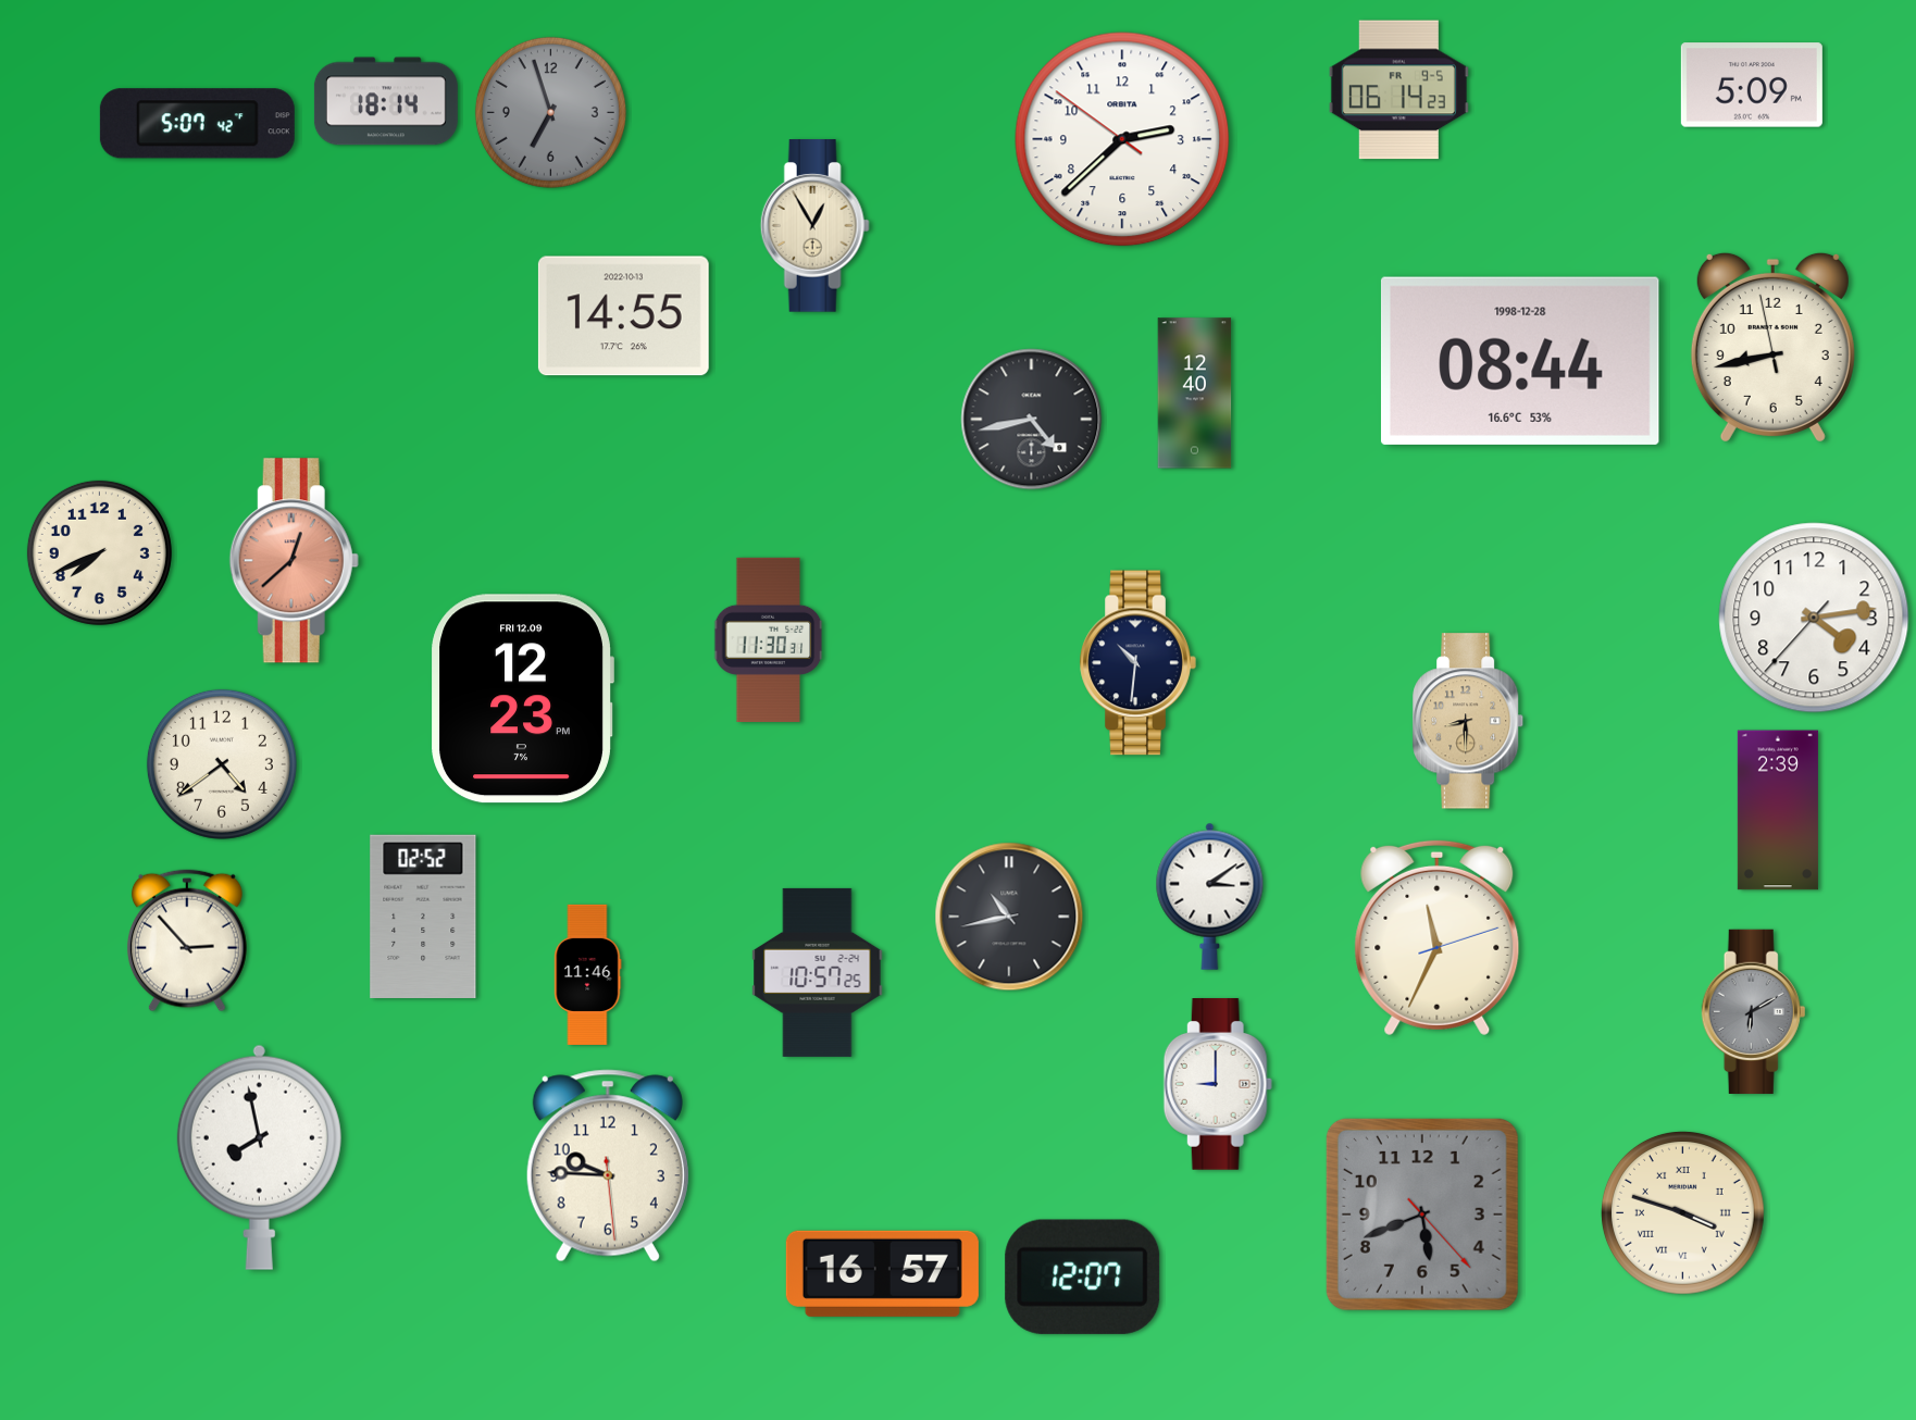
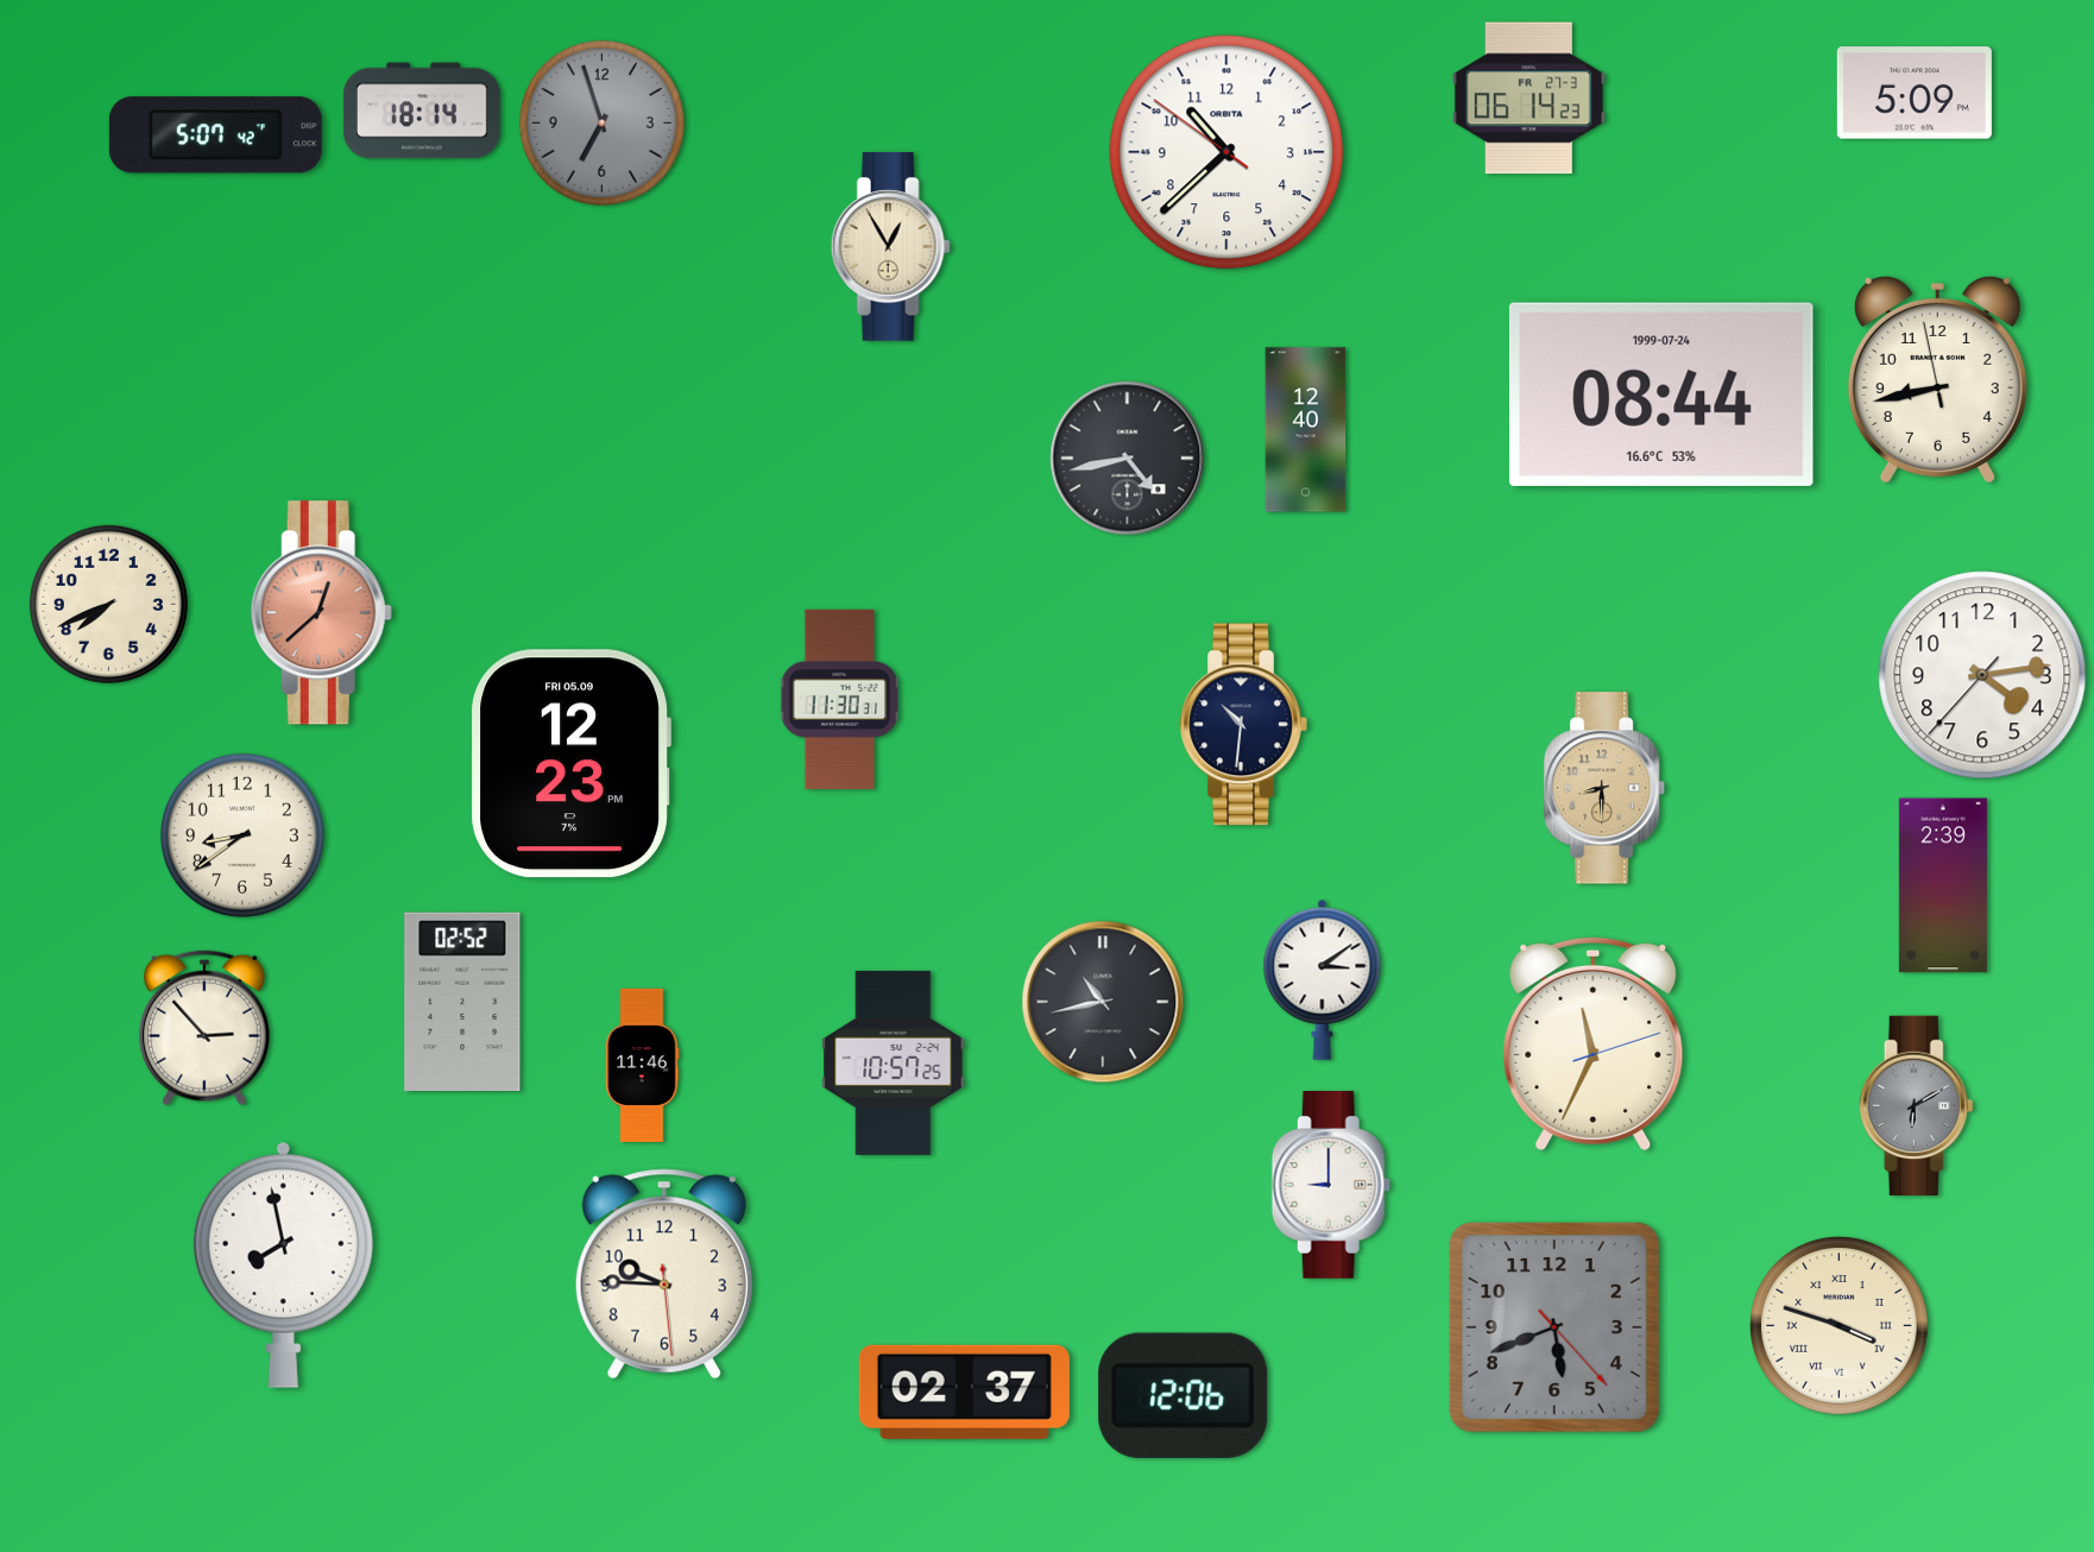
clock at (1398, 90) date: FR 9-5 -> FR 27-3
clock at (1122, 139): 2:37 -> 10:37
clock at (623, 316): 14:55 -> none
clock at (1520, 361) date: 1998-12-28 -> 1999-07-24
clock at (522, 699) date: FRI 12.09 -> FRI 05.09
clock at (222, 764): 4:39 -> 8:39
clock at (1438, 937) position: (1438, 937) -> (1594, 1043)
clock at (882, 1273): 16:57 -> 02:37
clock at (1083, 1276): 12:07 -> 12:06
